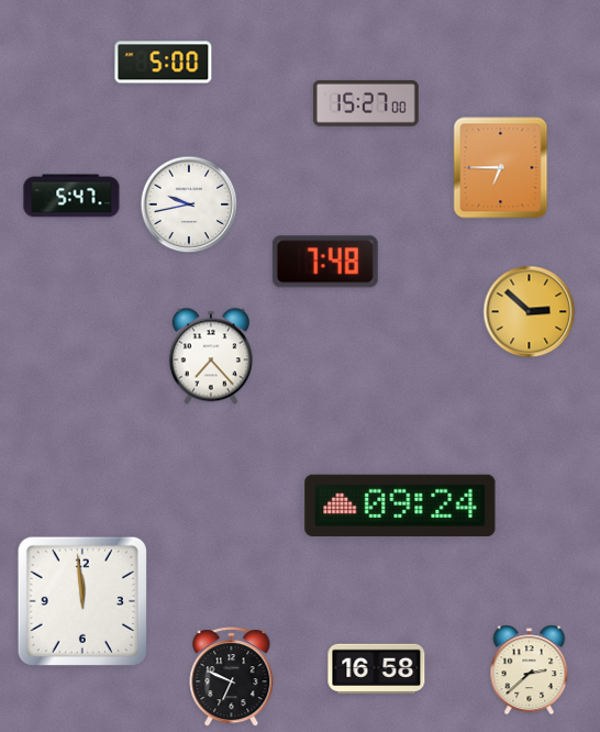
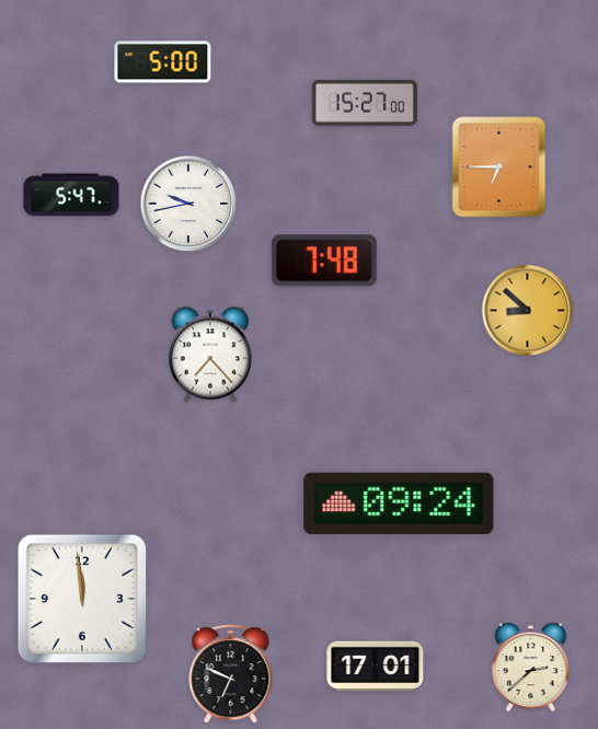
clock at (530, 312): 2:52 -> 8:52
clock at (377, 668): 16:58 -> 17:01
clock at (530, 670) position: (530, 670) -> (531, 668)
